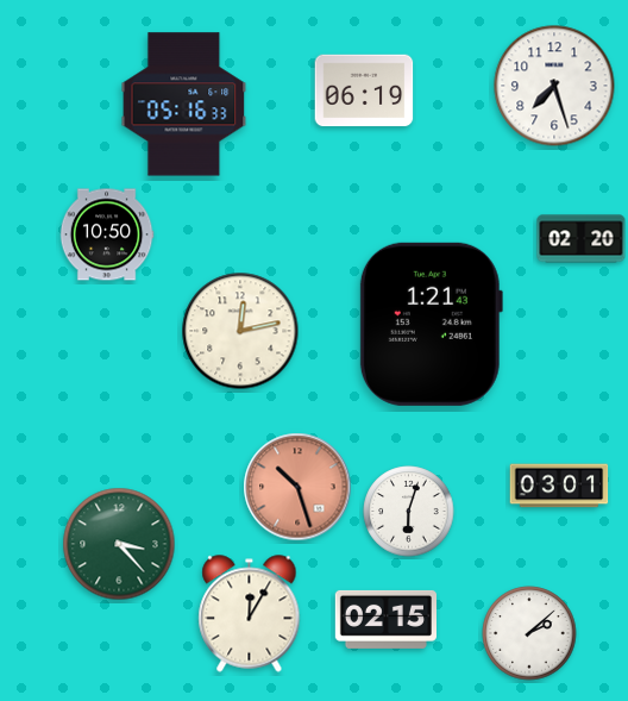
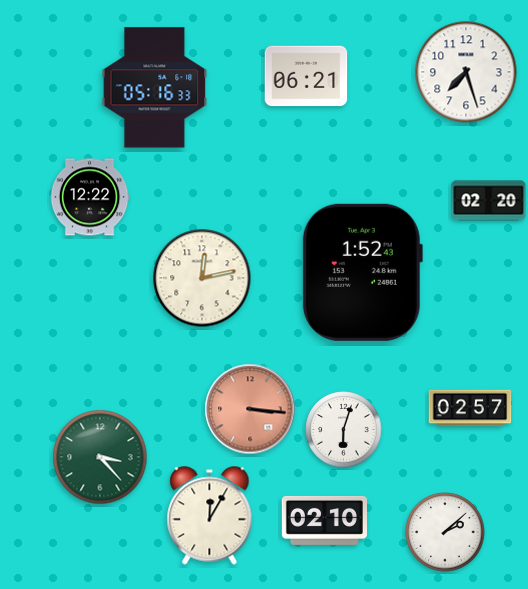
clock at (364, 90): 06:19 -> 06:21
clock at (107, 234): 10:50 -> 12:22
clock at (431, 324): 1:21 -> 1:52
clock at (559, 486): 03:01 -> 02:57
clock at (297, 487): 10:27 -> 3:16
clock at (385, 619): 02:15 -> 02:10
